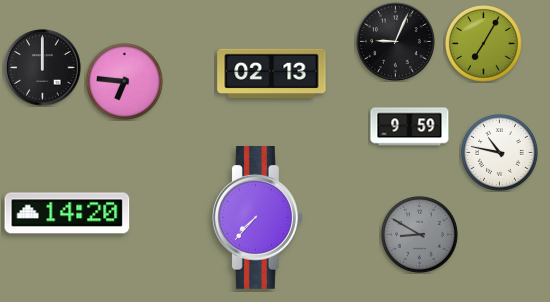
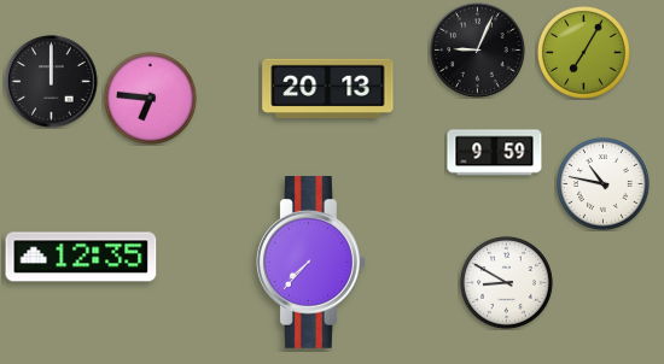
clock at (272, 73): 02:13 -> 20:13
clock at (67, 213): 14:20 -> 12:35
clock at (420, 235) dial: grey -> white
